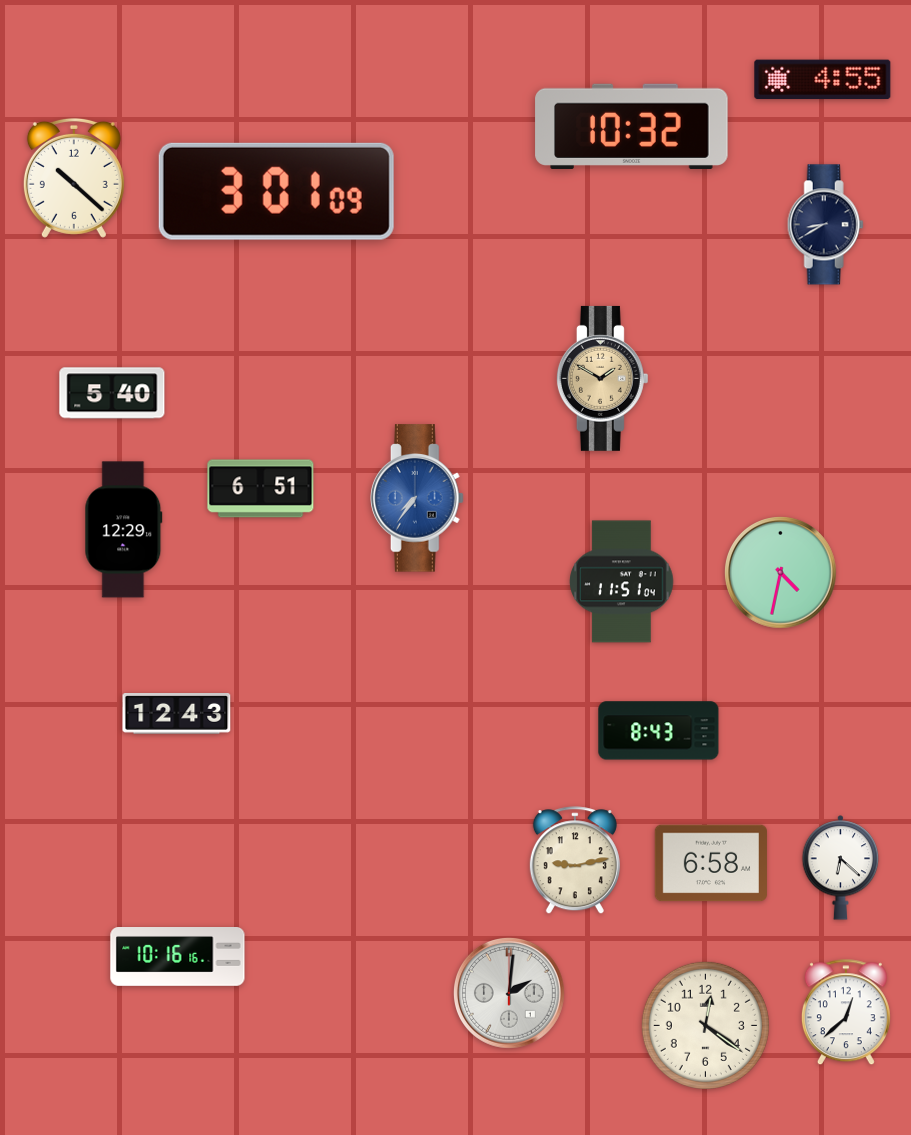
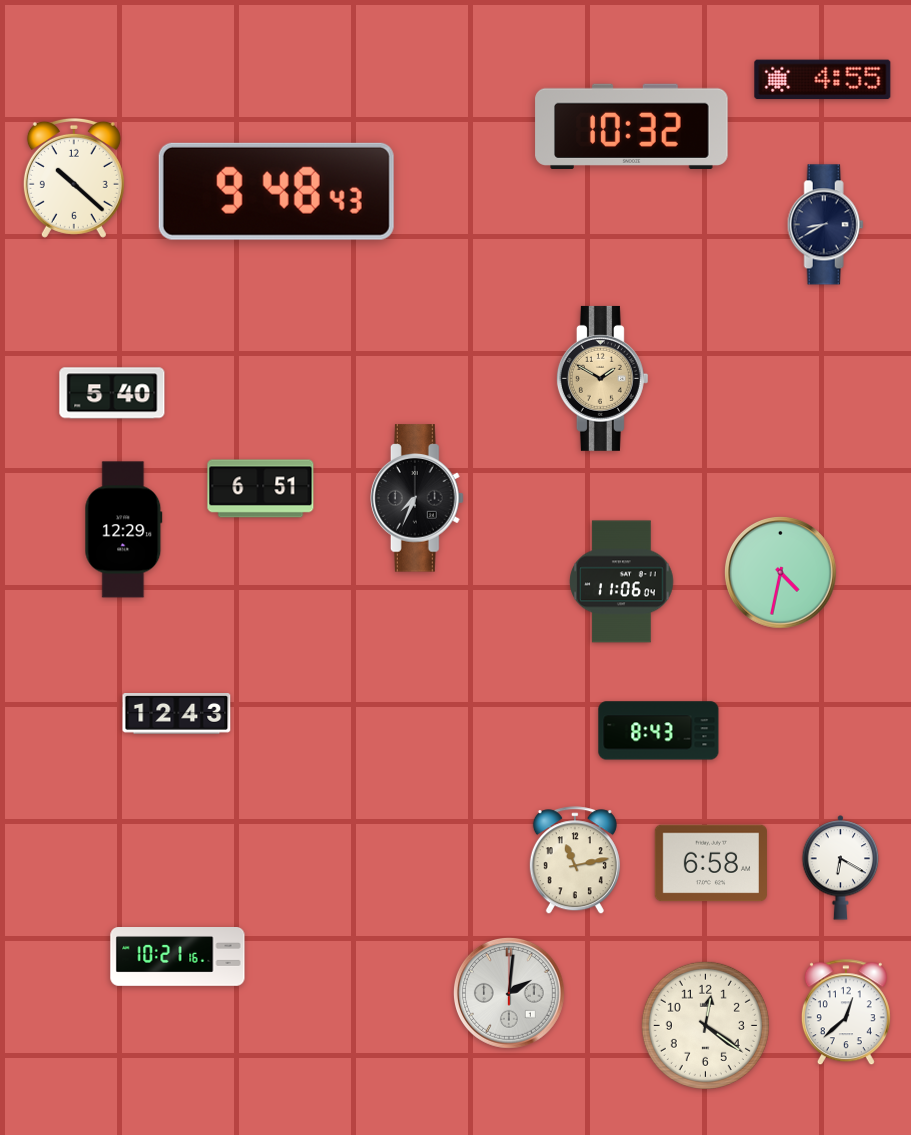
clock at (276, 191): 3:01 -> 9:48
clock at (418, 498): 7:36 -> 7:34
clock at (418, 498) dial: blue -> black
clock at (622, 582): 11:51 -> 11:06
clock at (575, 861): 9:13 -> 11:13
clock at (841, 868): 6:22 -> 6:20
clock at (178, 957): 10:16 -> 10:21
